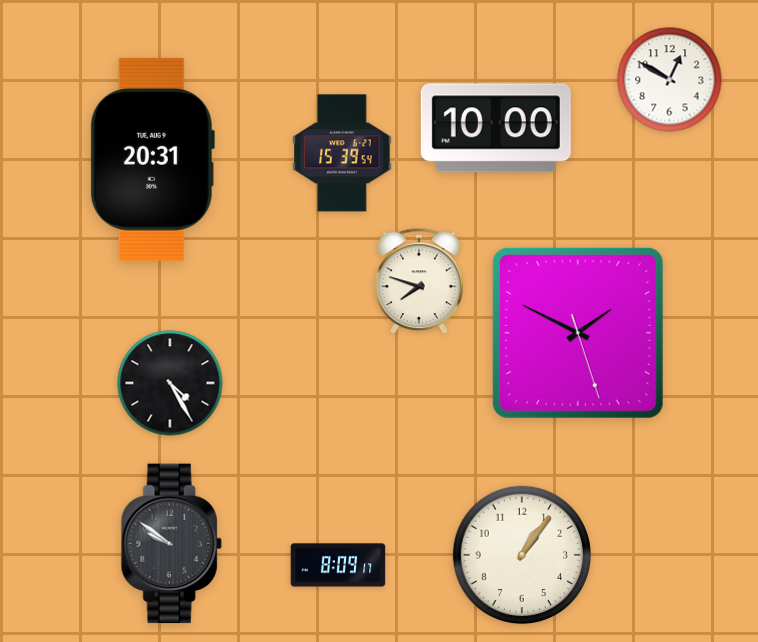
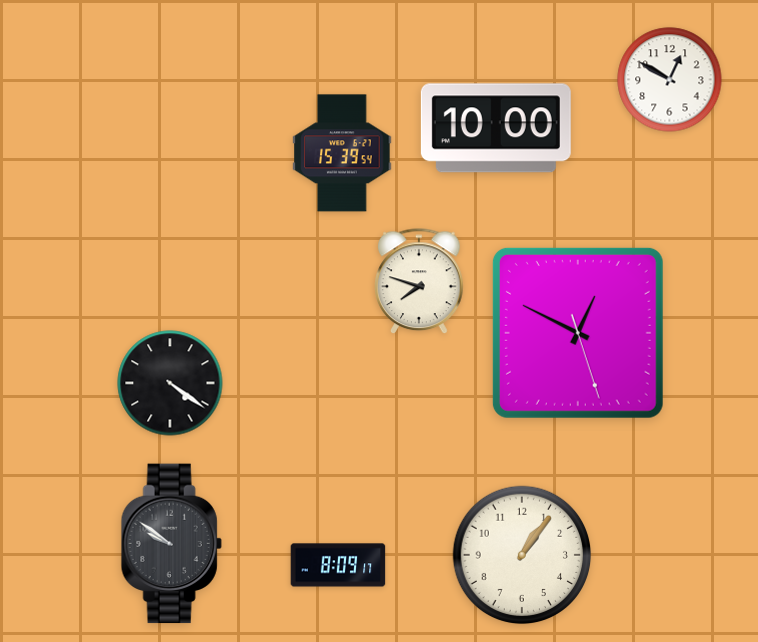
clock at (152, 159): 20:31 -> none
clock at (578, 333): 1:49 -> 12:49
clock at (170, 383): 4:25 -> 4:21
